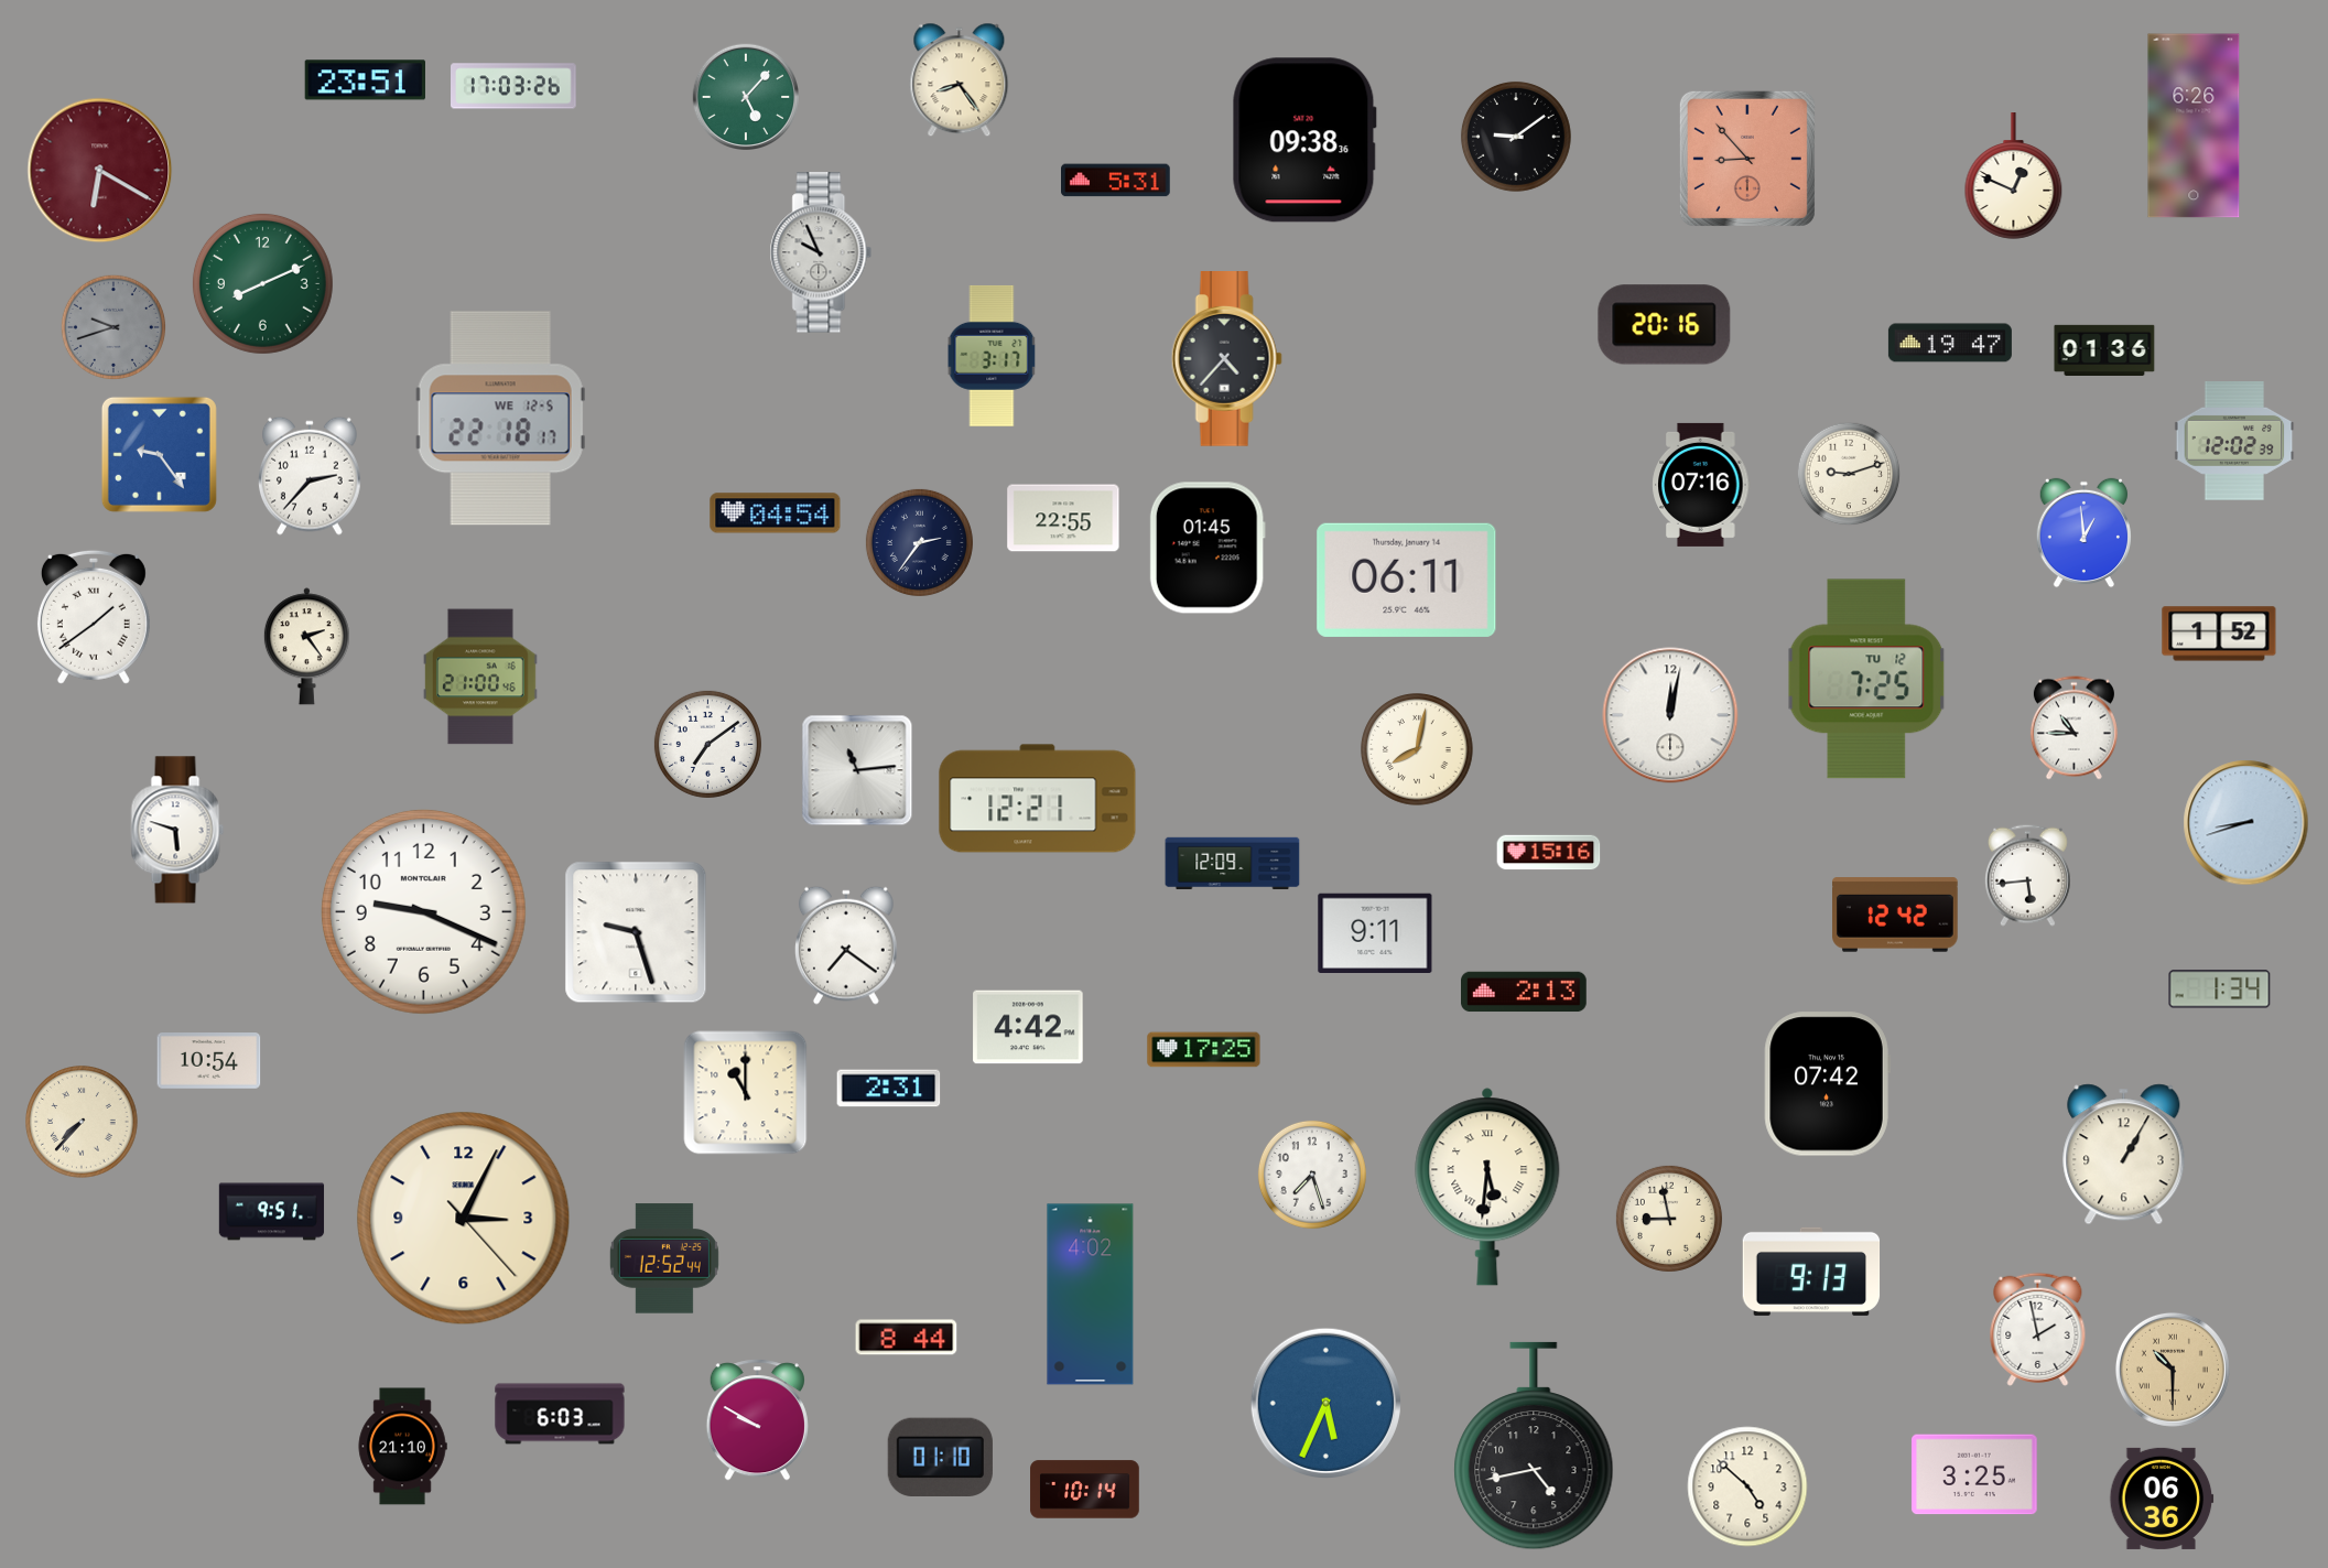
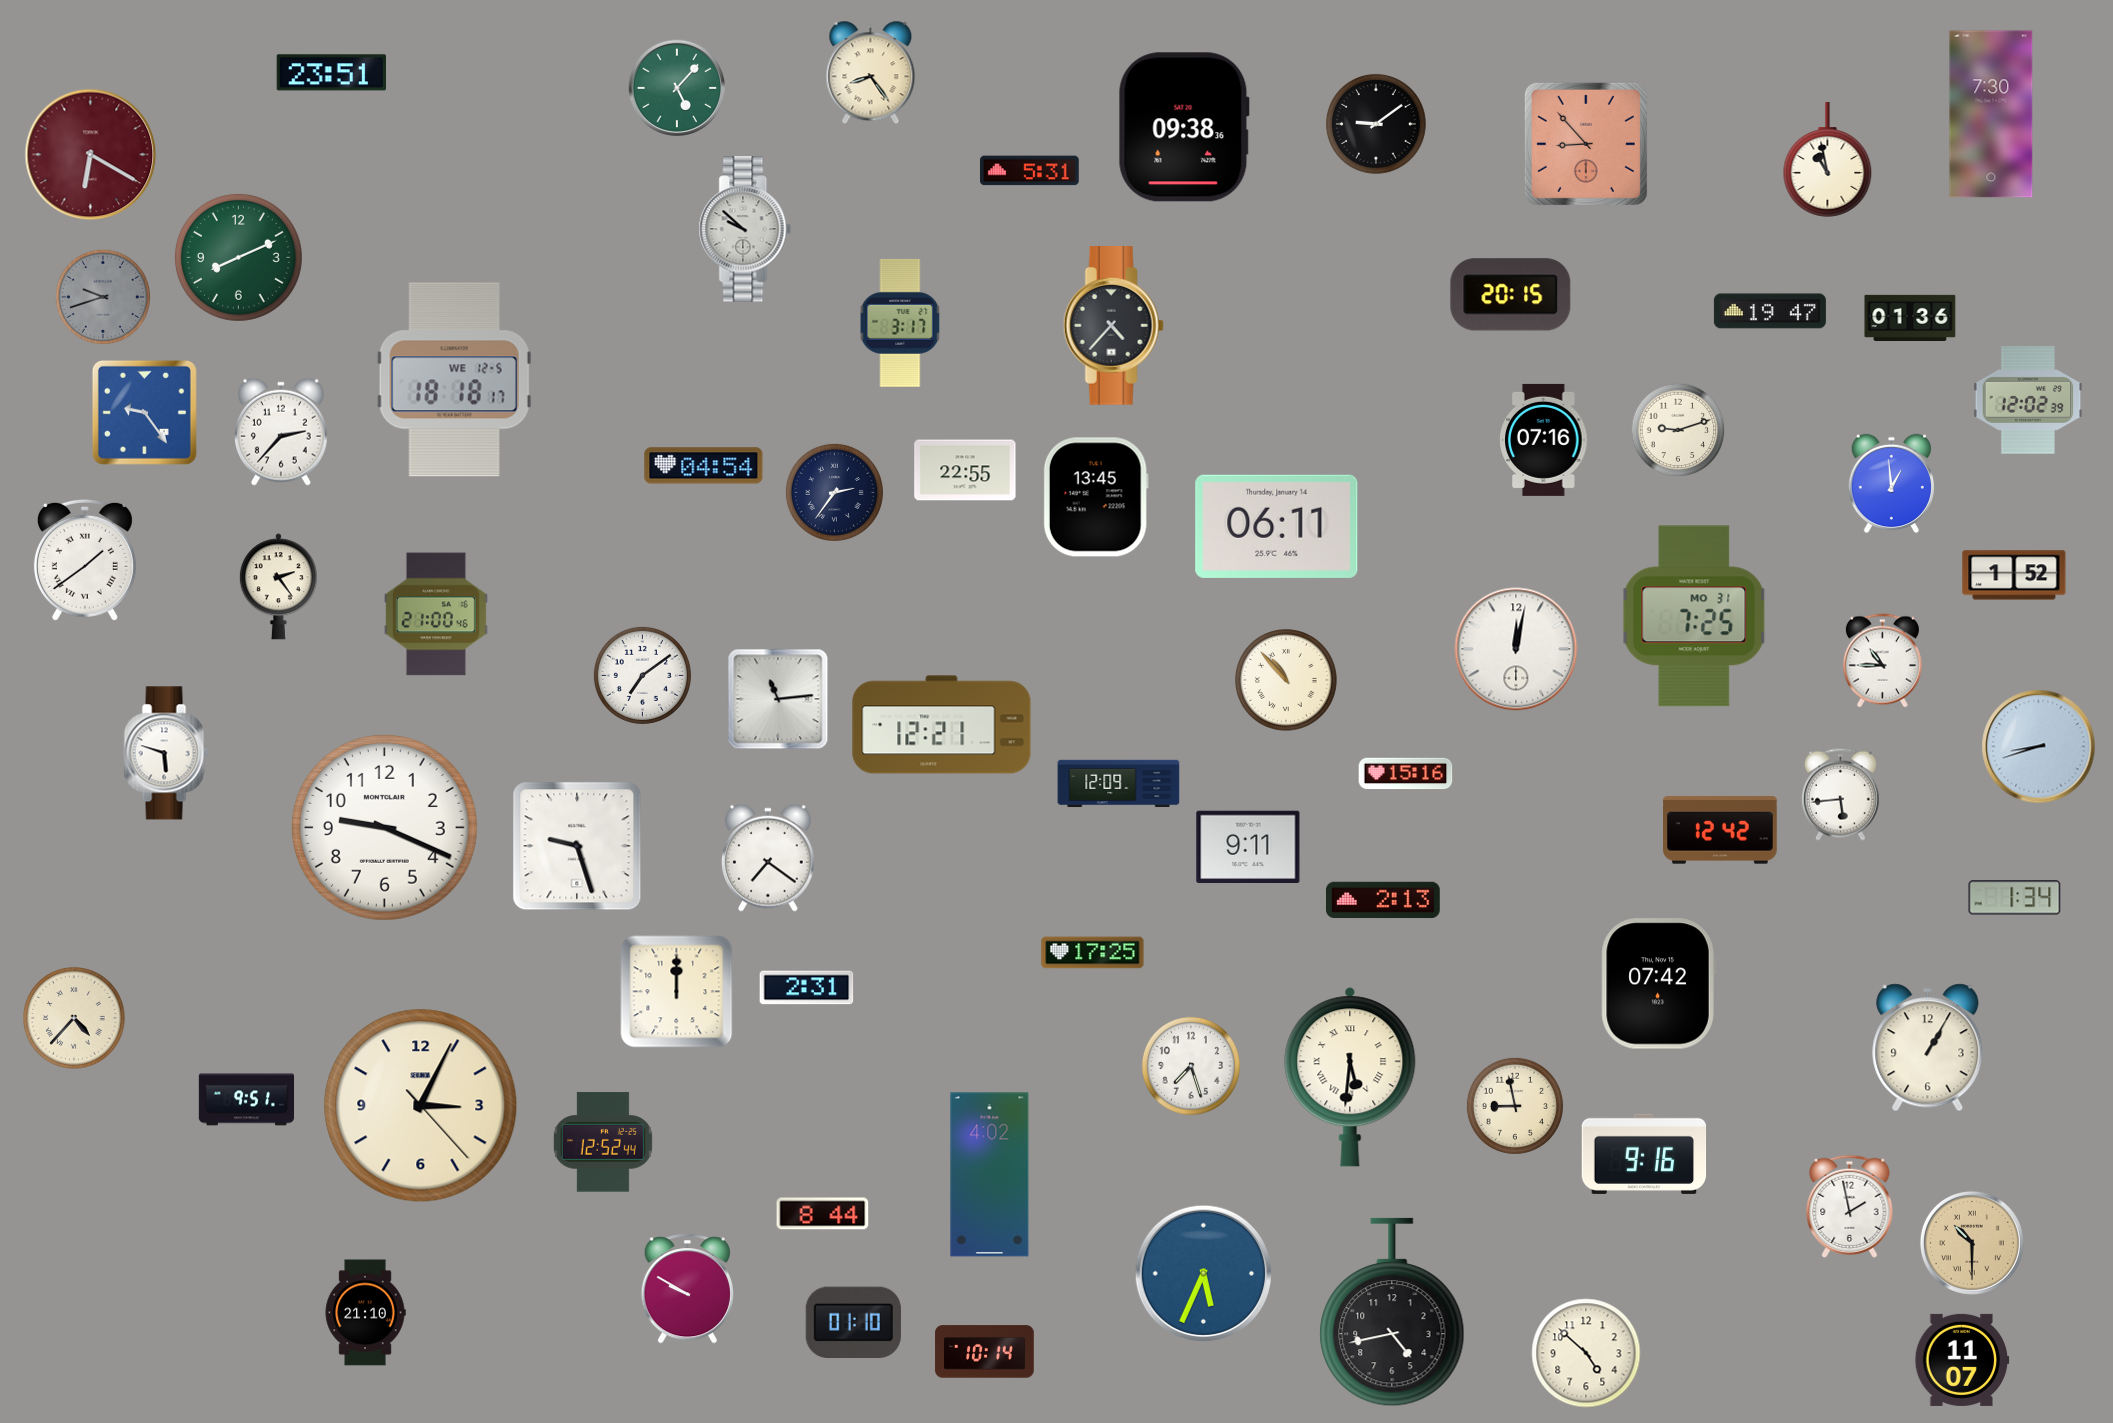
clock at (515, 86): 17:03 -> none
clock at (2194, 126): 6:26 -> 7:30
clock at (2014, 176): 12:49 -> 10:58
clock at (1116, 181) position: (1116, 181) -> (1030, 171)
clock at (821, 252): 9:56 -> 9:52
clock at (1665, 325): 20:16 -> 20:15
clock at (500, 419): 22:18 -> 18:18
clock at (1208, 548): 01:45 -> 13:45
clock at (1866, 679) date: TU 12 -> MO 31
clock at (1417, 749): 8:02 -> 10:53
clock at (177, 830) position: (177, 830) -> (166, 753)
clock at (1028, 1027): 4:42 -> none
clock at (209, 1061): 10:54 -> none
clock at (746, 1093): 11:00 -> 12:00
clock at (82, 1122): 7:37 -> 4:37
clock at (1811, 1272): 9:13 -> 9:16
clock at (560, 1414): 6:03 -> none
clock at (1975, 1474): 3:25 -> none
clock at (1747, 1486) position: (1747, 1486) -> (1586, 1353)
clock at (2162, 1499): 06:36 -> 11:07
